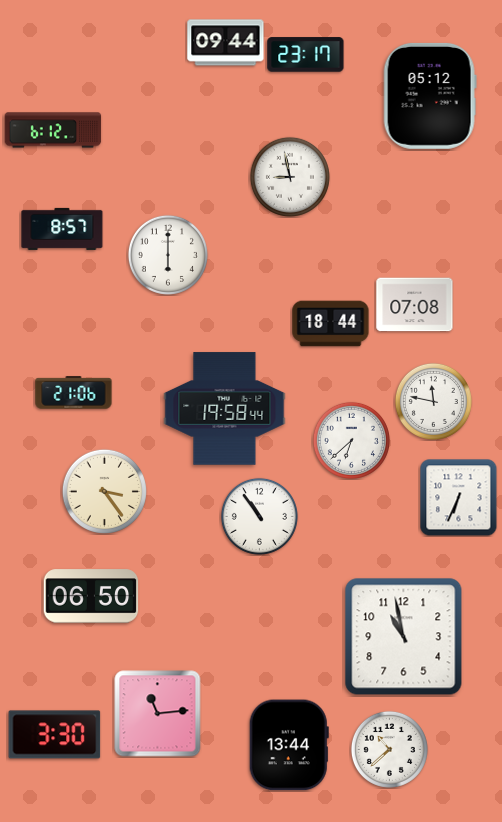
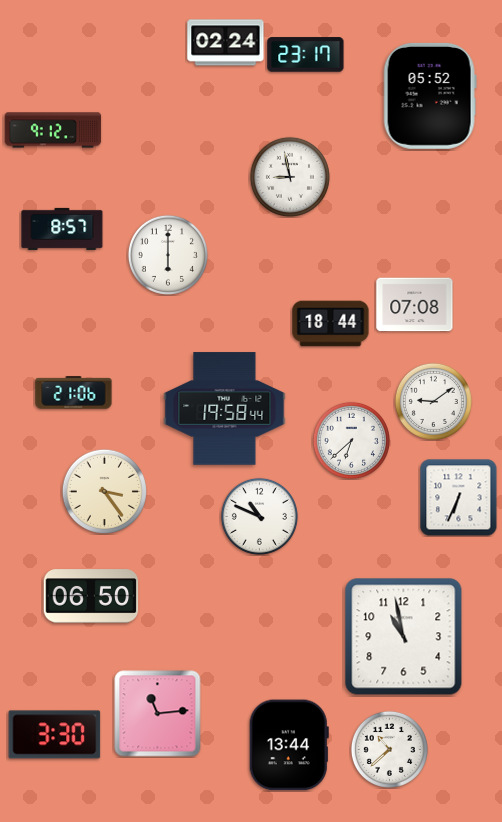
clock at (226, 43): 09:44 -> 02:24
clock at (430, 96): 05:12 -> 05:52
clock at (53, 130): 6:12 -> 9:12
clock at (433, 401): 11:47 -> 9:09
clock at (259, 516): 10:54 -> 10:49
